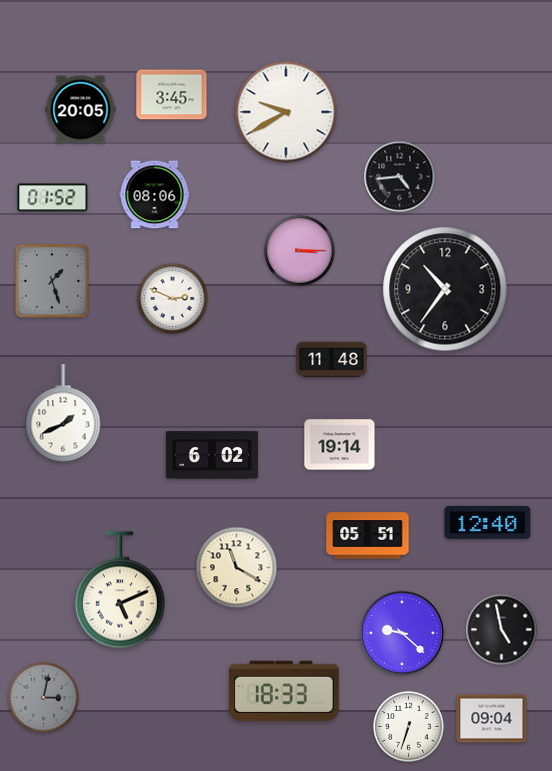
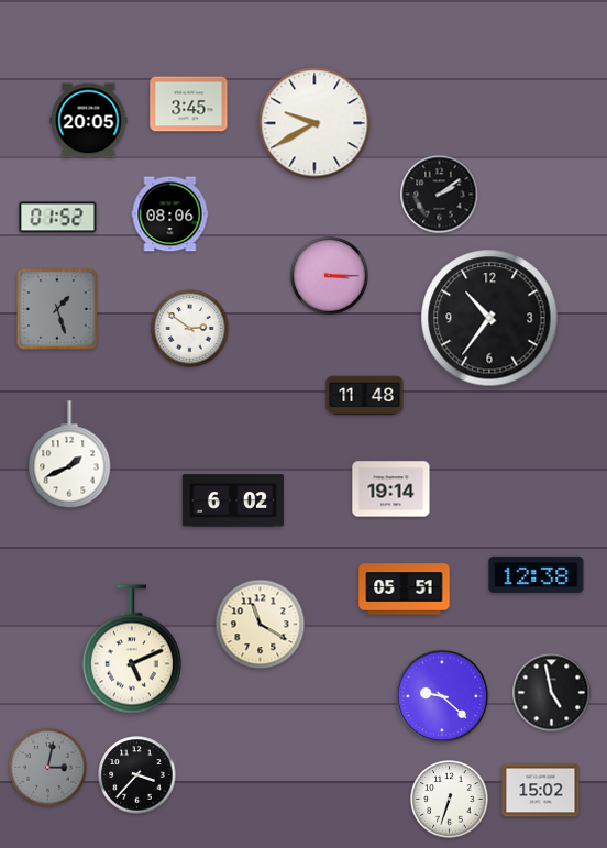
clock at (400, 177): 4:44 -> 2:09
clock at (173, 299): 2:49 -> 2:51
clock at (340, 445) position: (340, 445) -> (391, 489)
clock at (488, 522): 12:40 -> 12:38
clock at (284, 691): 18:33 -> none
clock at (137, 775): none -> 3:37
clock at (492, 719): 09:04 -> 15:02
